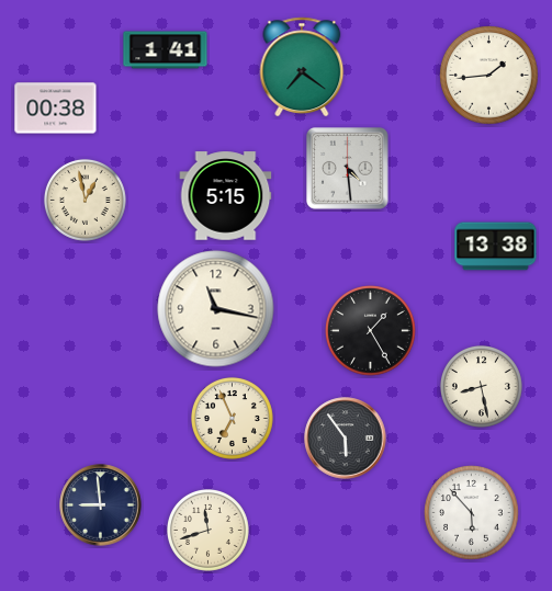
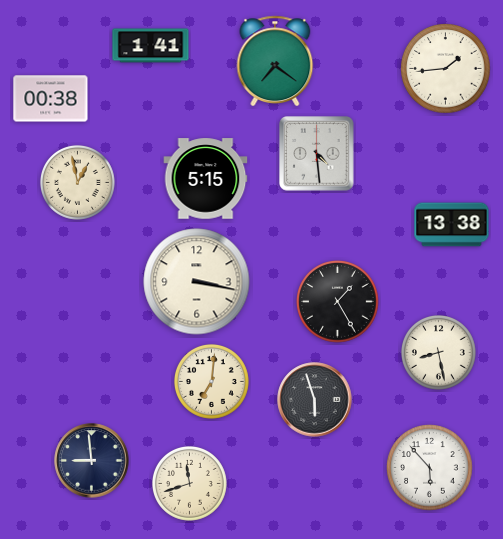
clock at (216, 309): 11:17 -> 3:17
clock at (232, 418): 6:56 -> 7:01
clock at (346, 439): 5:54 -> 5:57
